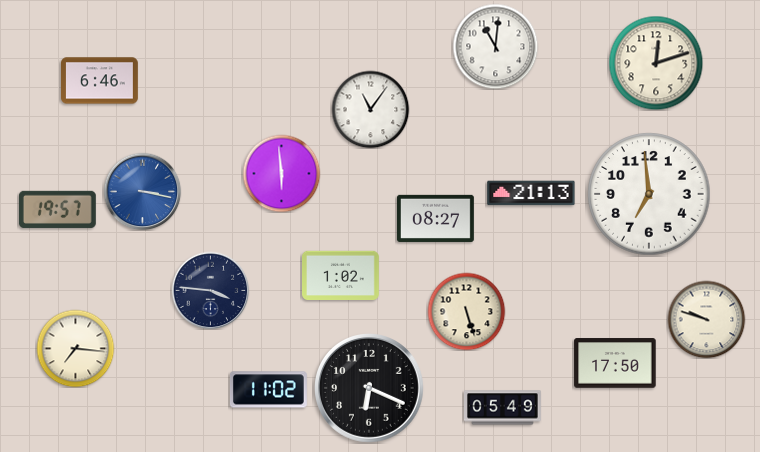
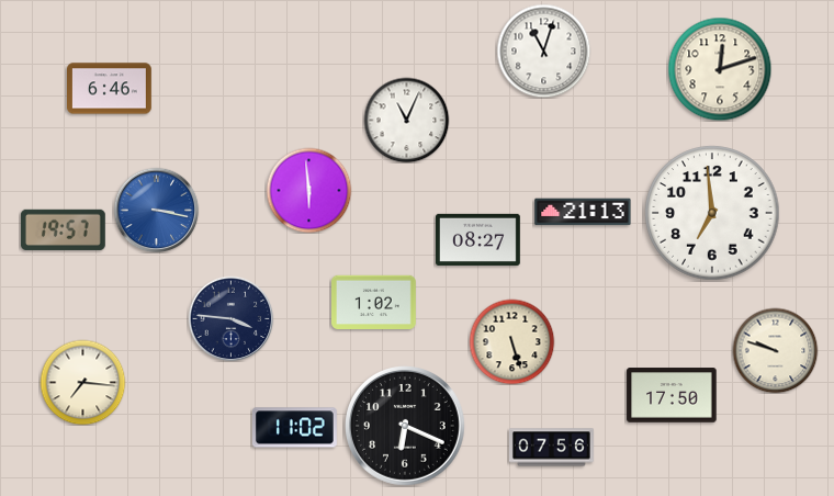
clock at (495, 46): 11:01 -> 11:03
clock at (370, 109): 11:06 -> 11:04
clock at (615, 363) position: (615, 363) -> (672, 395)
clock at (503, 408): 05:49 -> 07:56
